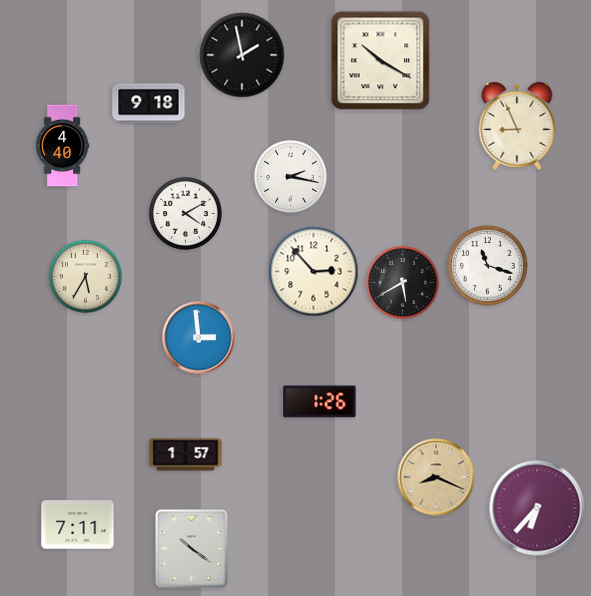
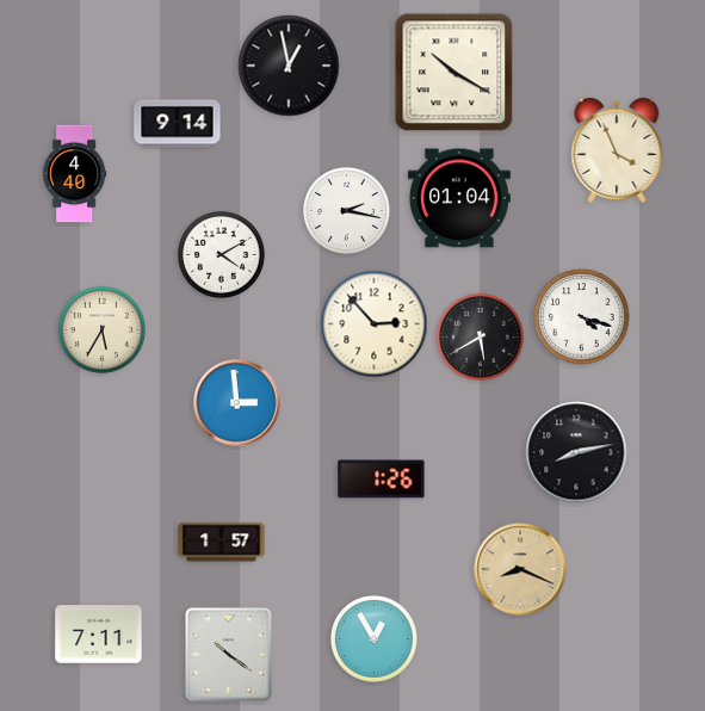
clock at (242, 55): 1:58 -> 12:58
clock at (149, 104): 9:18 -> 9:14
clock at (517, 126): 8:56 -> 3:56
clock at (459, 198): none -> 01:04
clock at (488, 266): 11:18 -> 4:18
clock at (576, 452): none -> 8:13
clock at (537, 508): 6:37 -> none
clock at (78, 525) position: (78, 525) -> (99, 635)
clock at (373, 638): none -> 12:55
